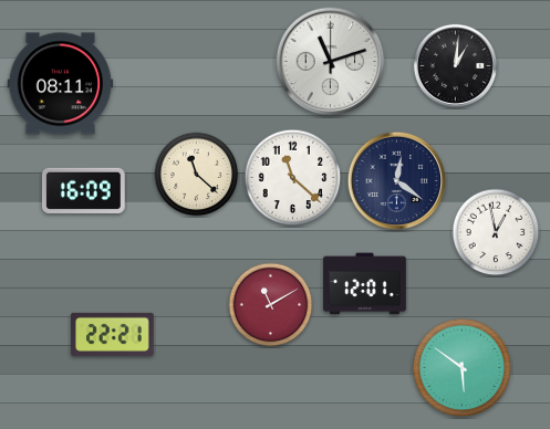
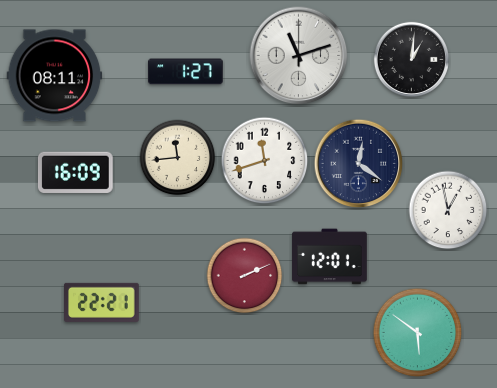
clock at (186, 72): none -> 1:27
clock at (197, 175): 11:22 -> 11:44
clock at (293, 178): 11:22 -> 11:42
clock at (271, 305): 11:10 -> 2:11
